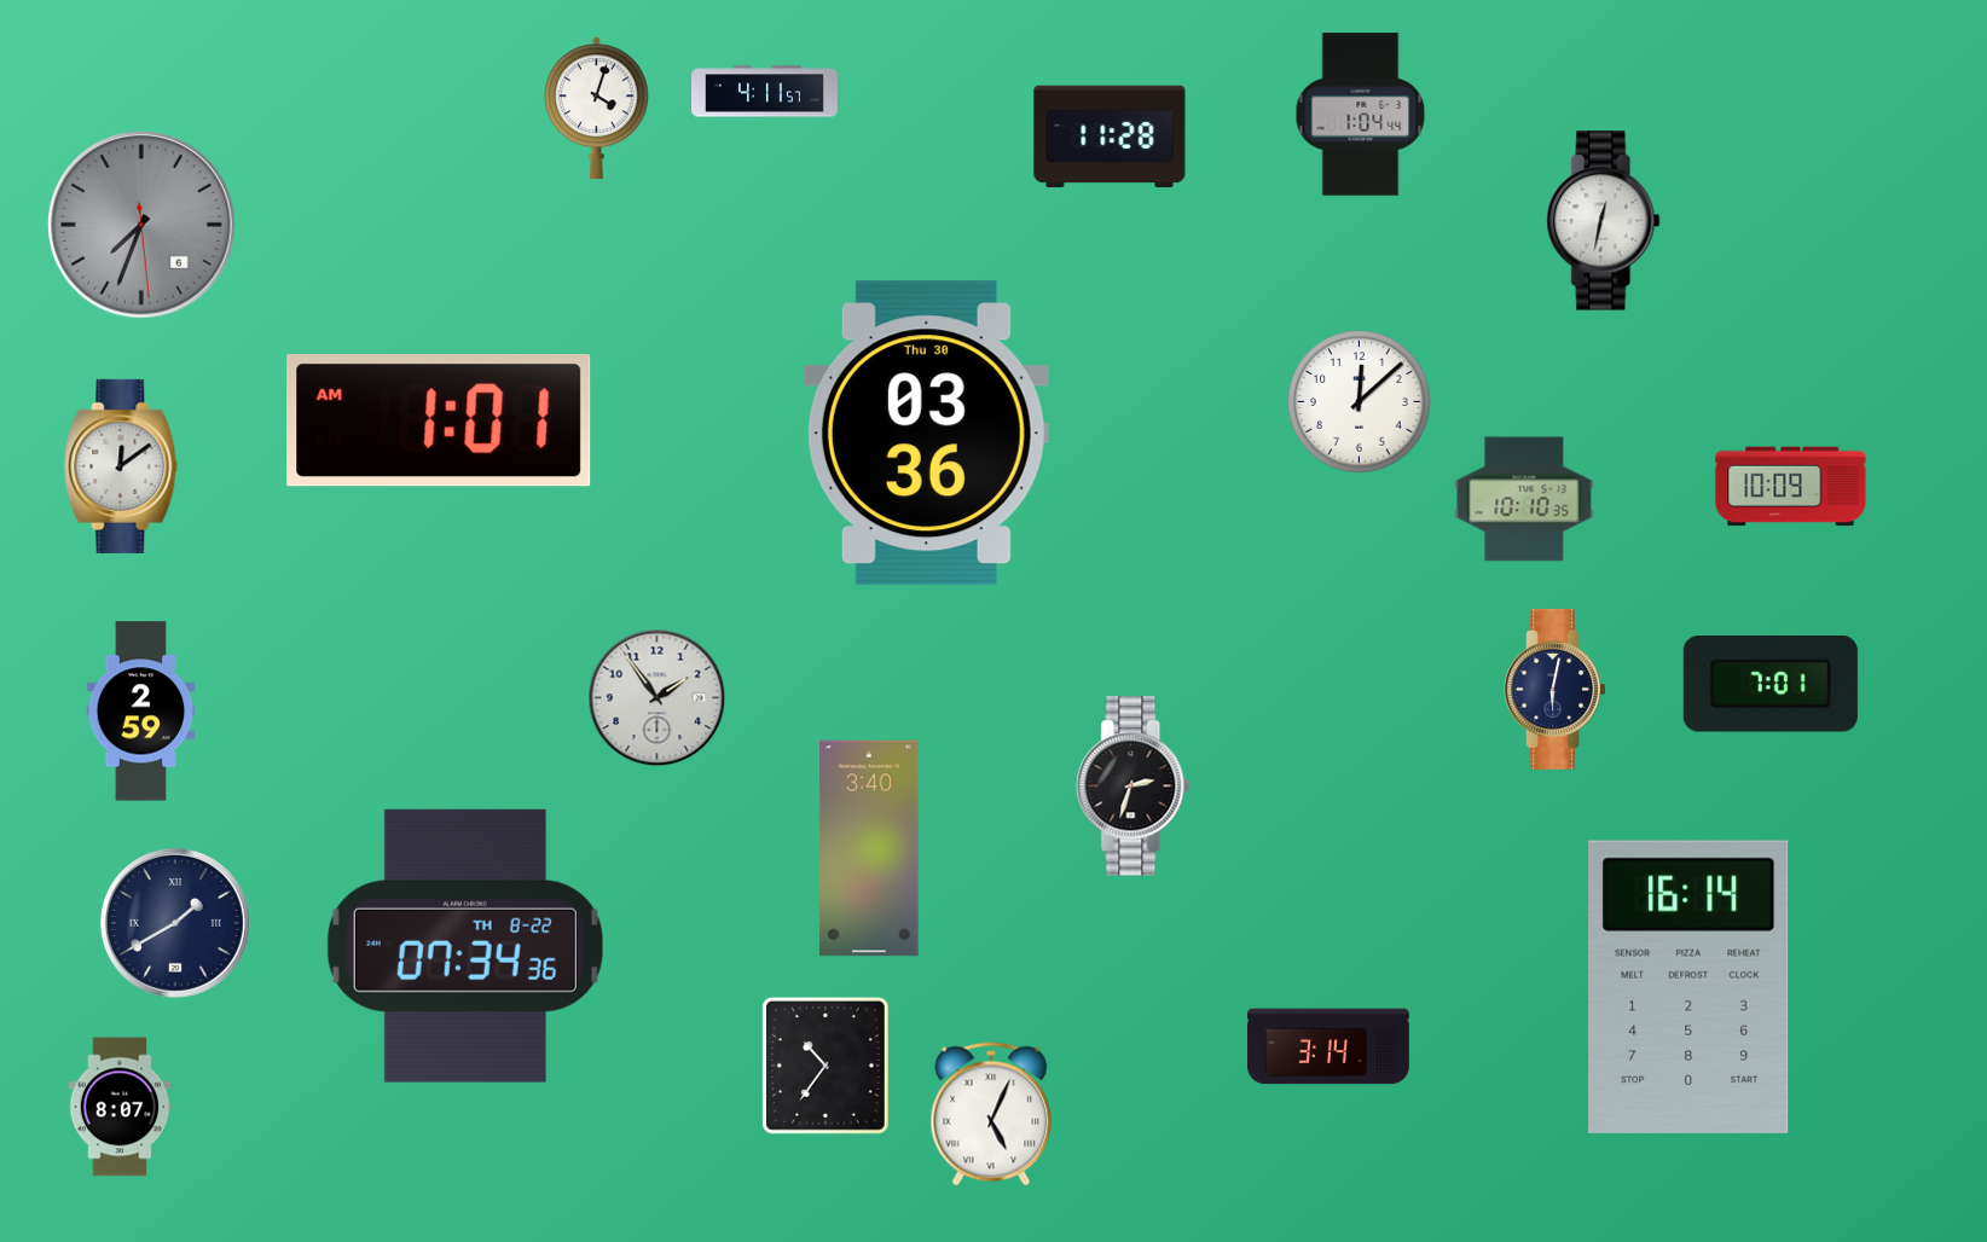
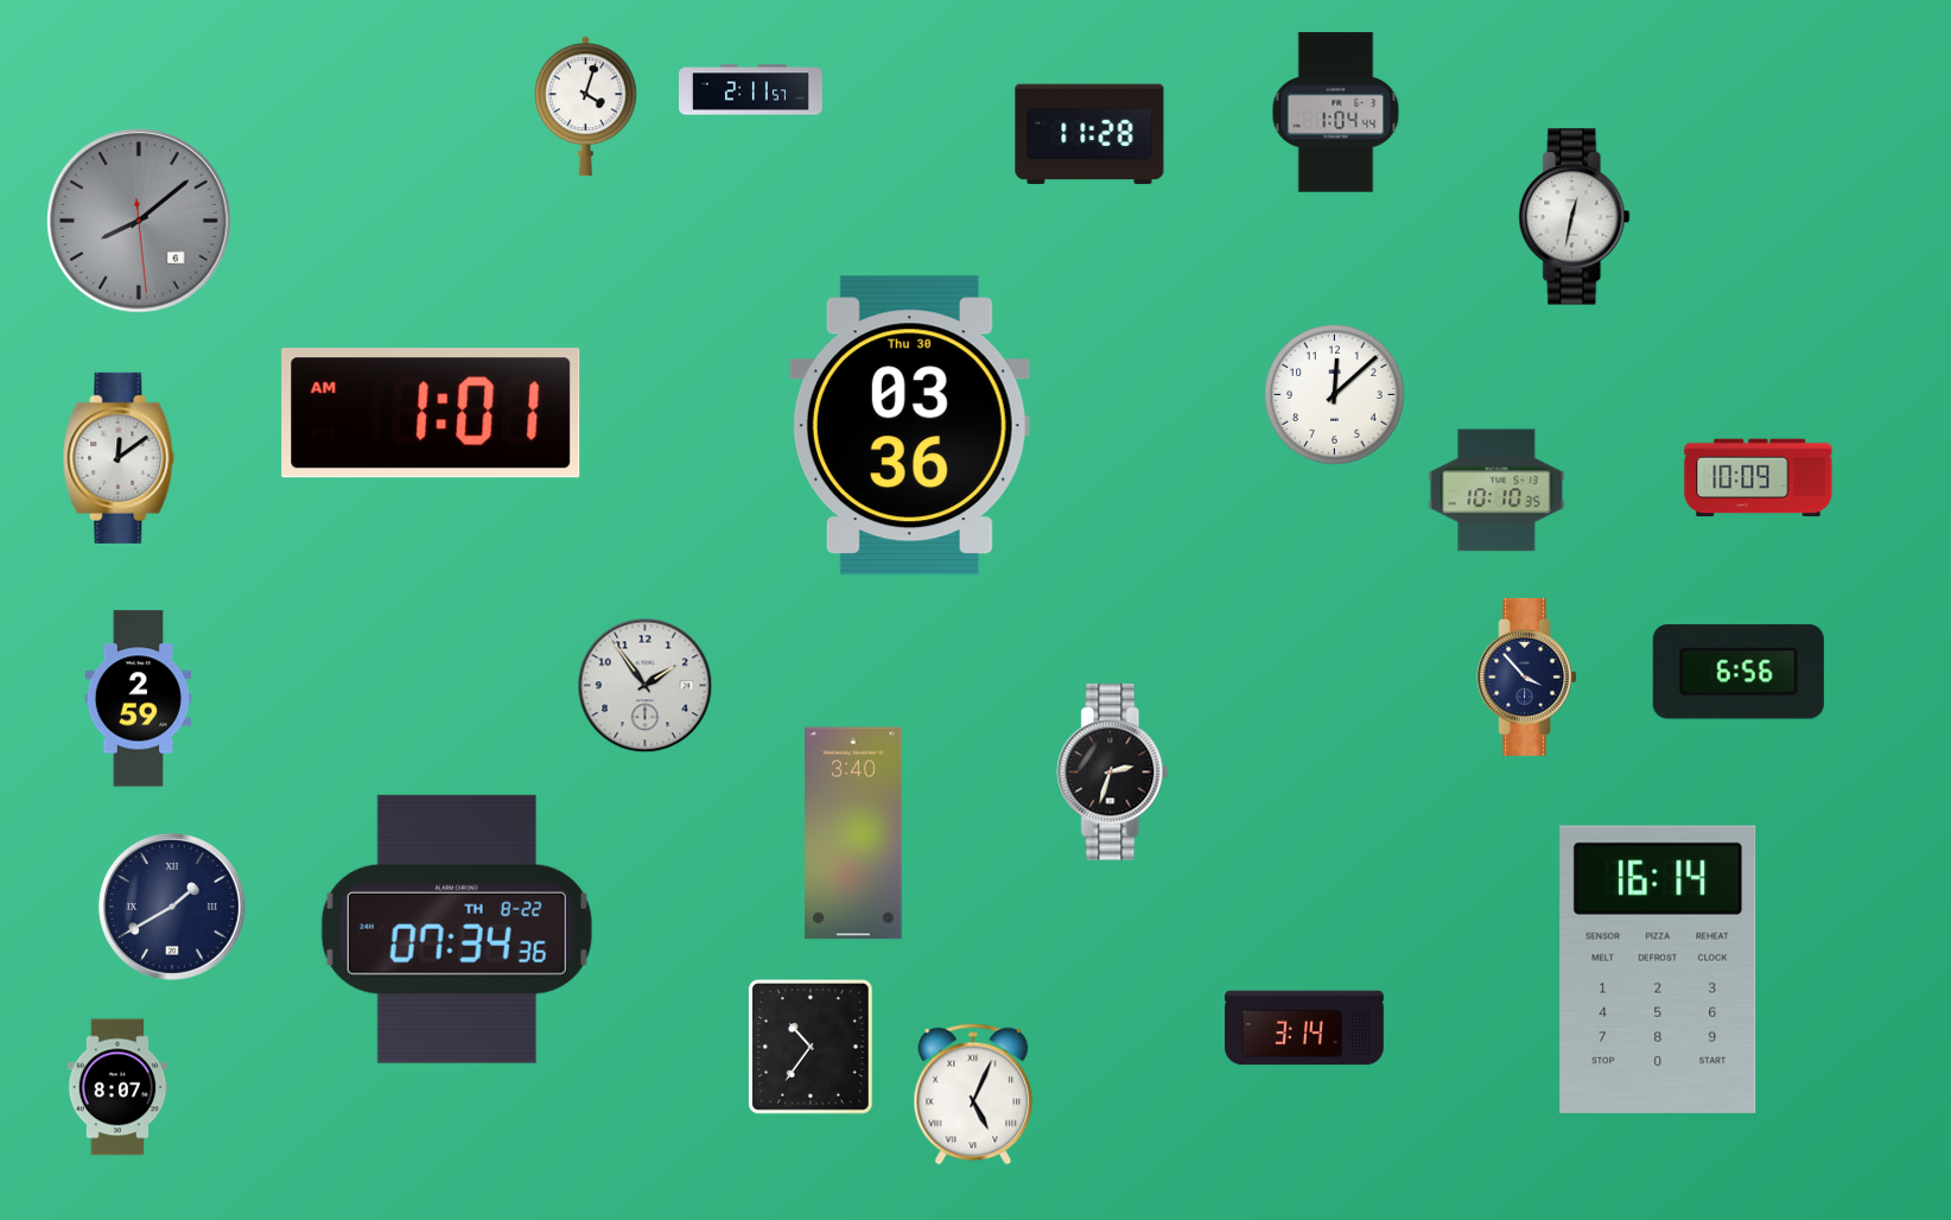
clock at (765, 92): 4:11 -> 2:11
clock at (141, 225): 7:33 -> 8:08
clock at (1771, 684): 7:01 -> 6:56
clock at (1554, 689): 6:02 -> 3:53
